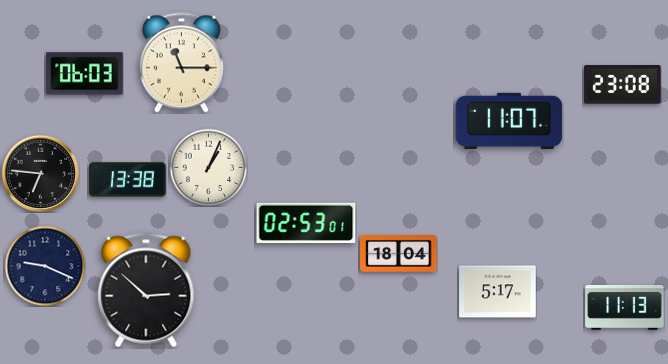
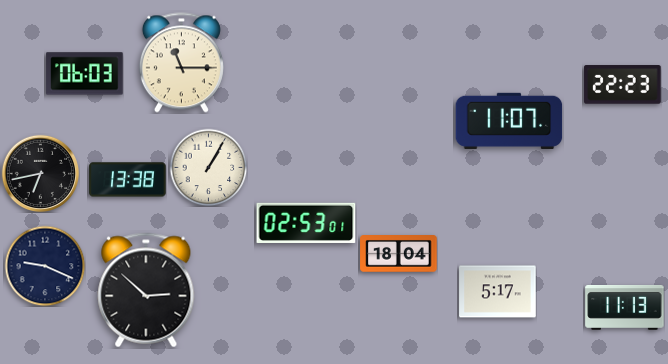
clock at (623, 85): 23:08 -> 22:23
clock at (208, 167): 1:04 -> 1:05
clock at (40, 173): 6:46 -> 6:43
